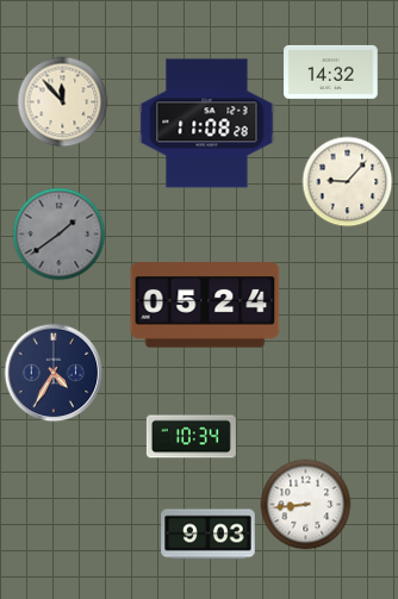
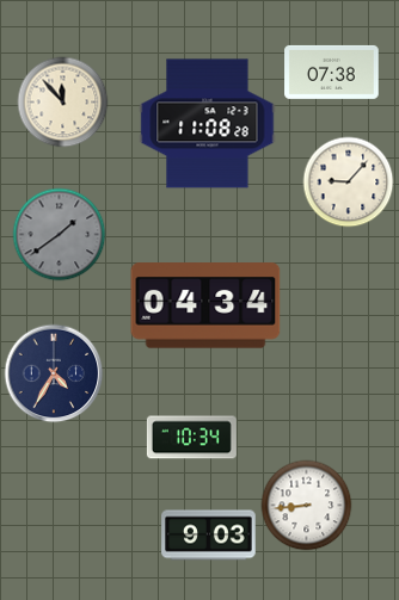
clock at (331, 71): 14:32 -> 07:38
clock at (205, 305): 05:24 -> 04:34
